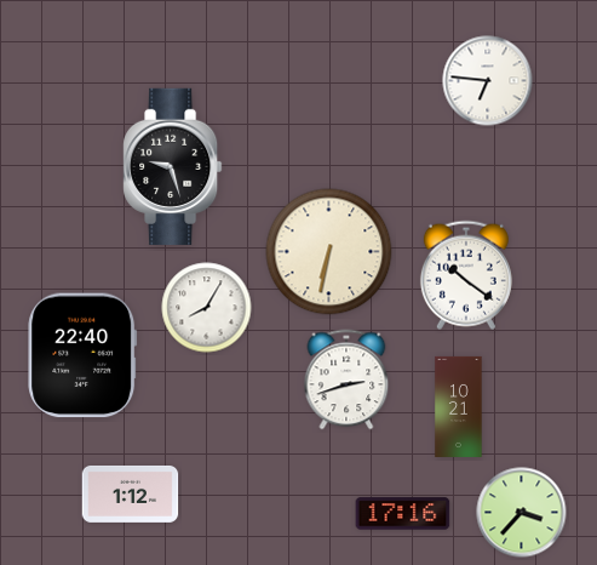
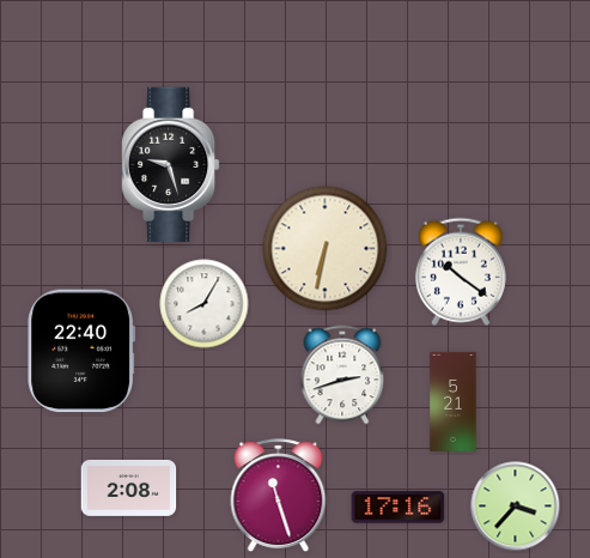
clock at (488, 81): 6:46 -> none
clock at (459, 406): 10:21 -> 5:21
clock at (131, 493): 1:12 -> 2:08
clock at (279, 495): none -> 11:27
